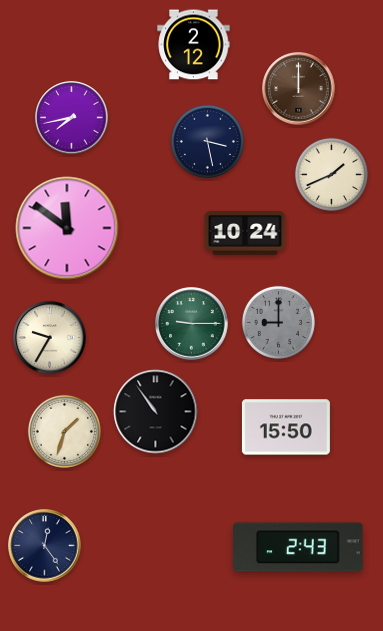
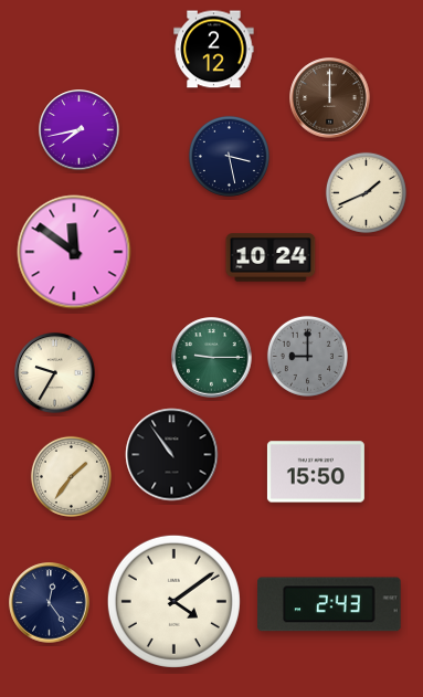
clock at (64, 431): 1:33 -> 1:36
clock at (173, 601): none -> 4:09
